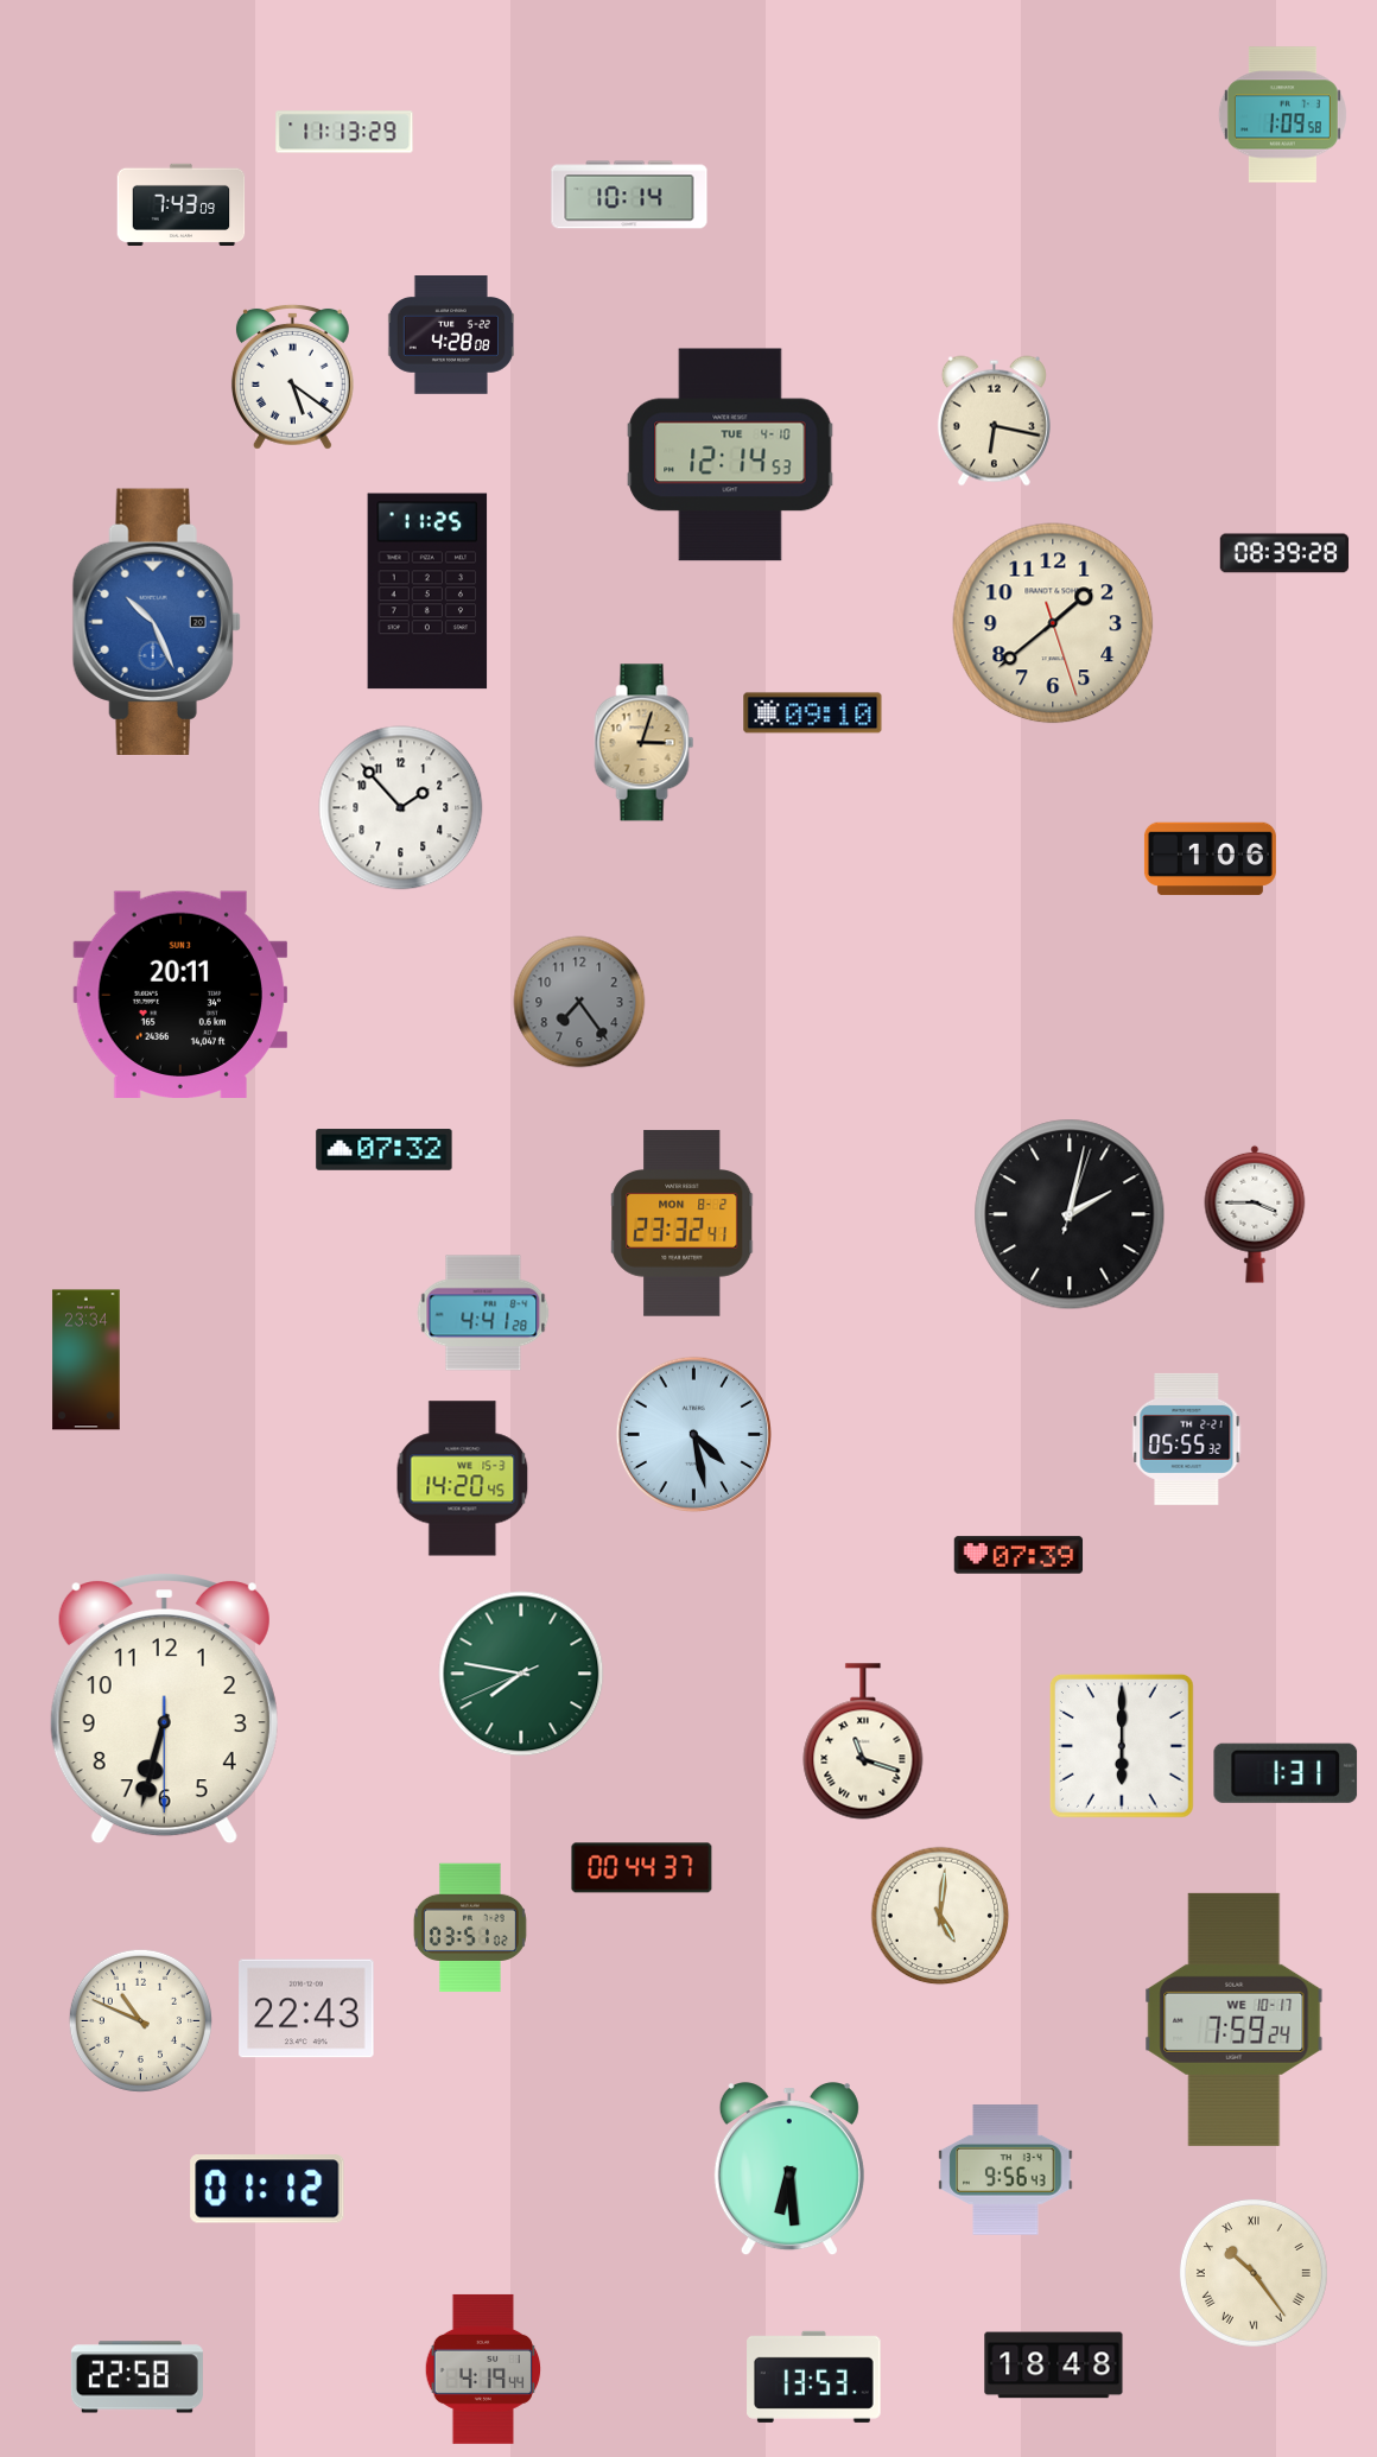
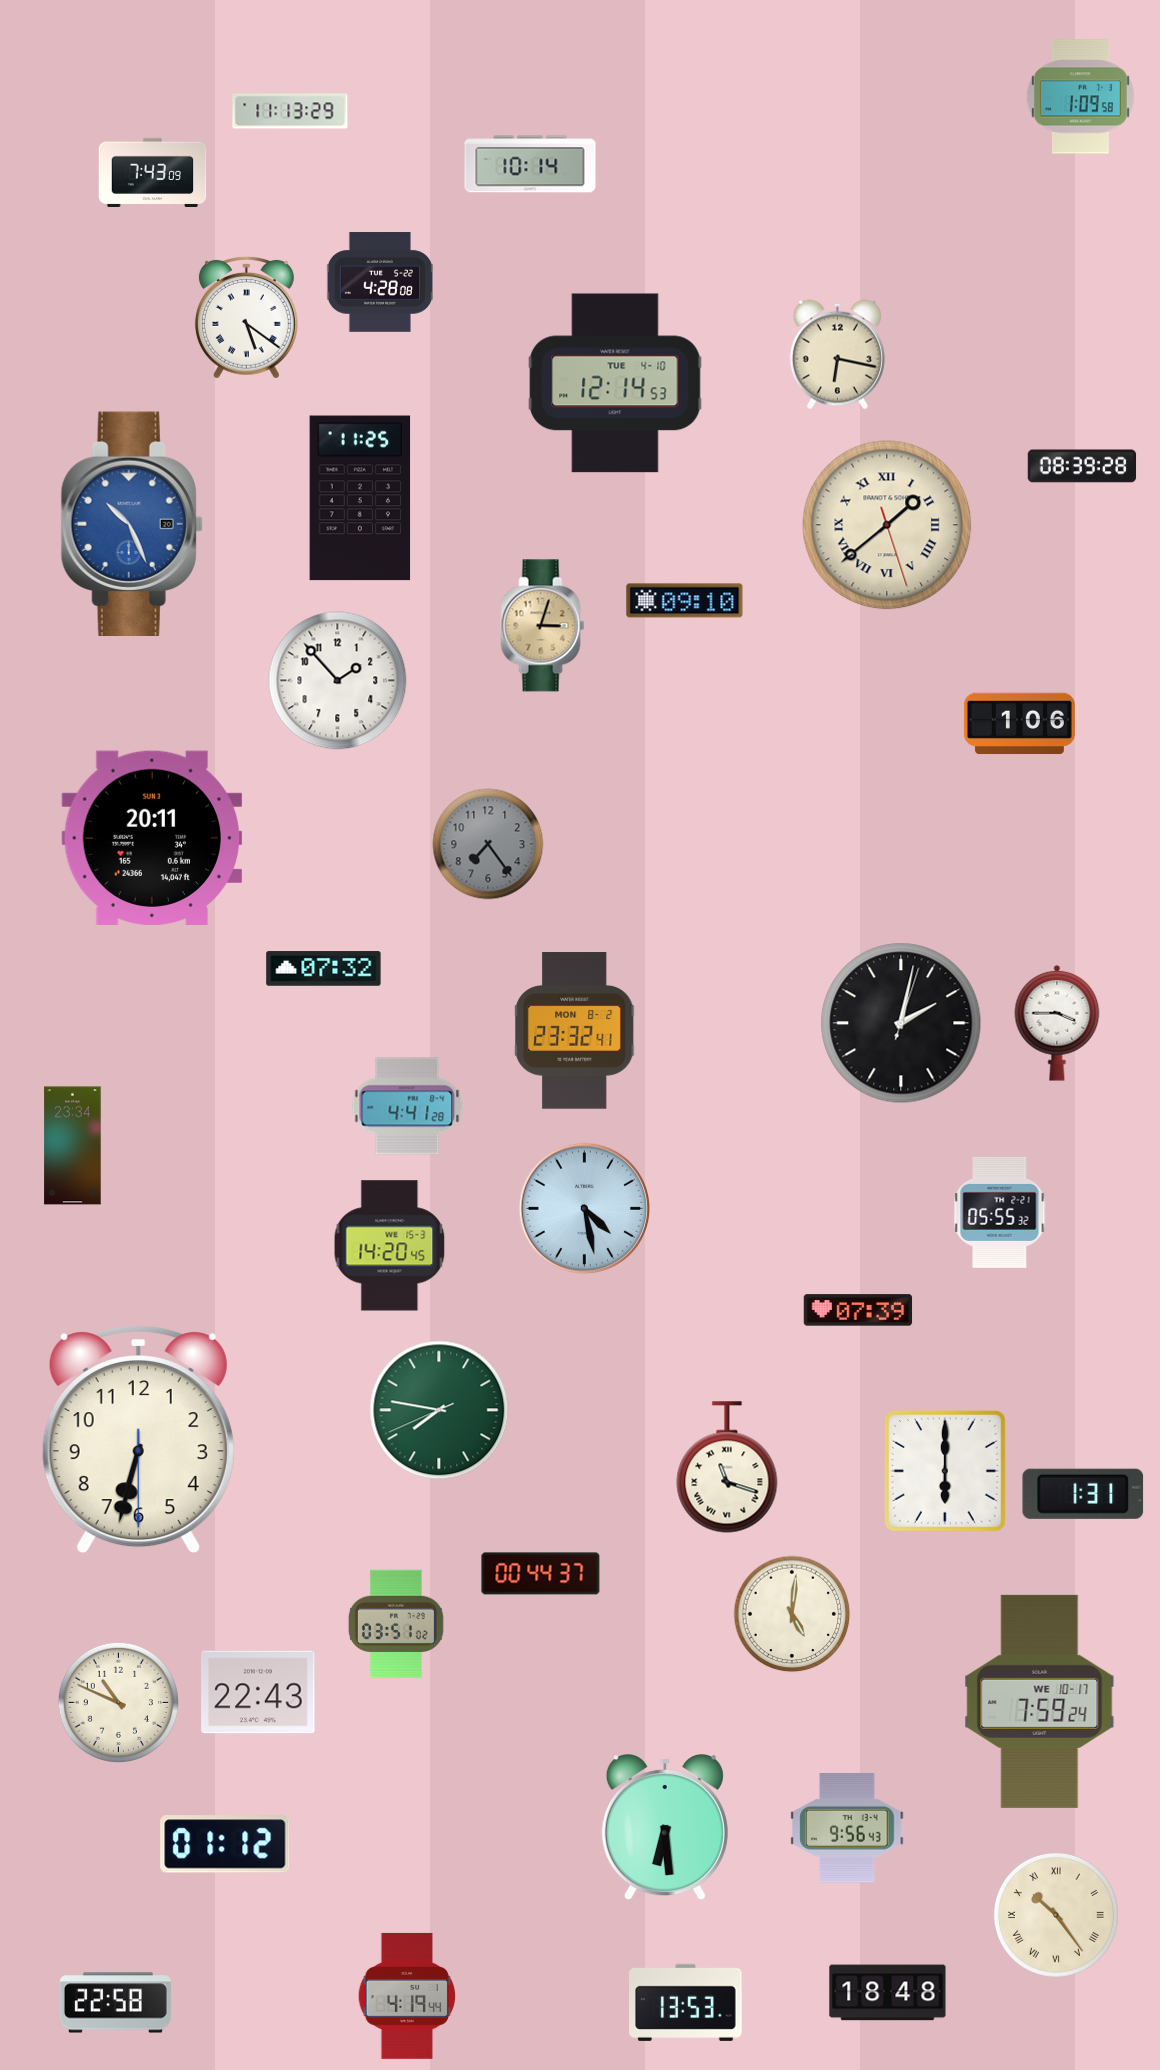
clock at (1053, 623) numerals: Arabic -> Roman
